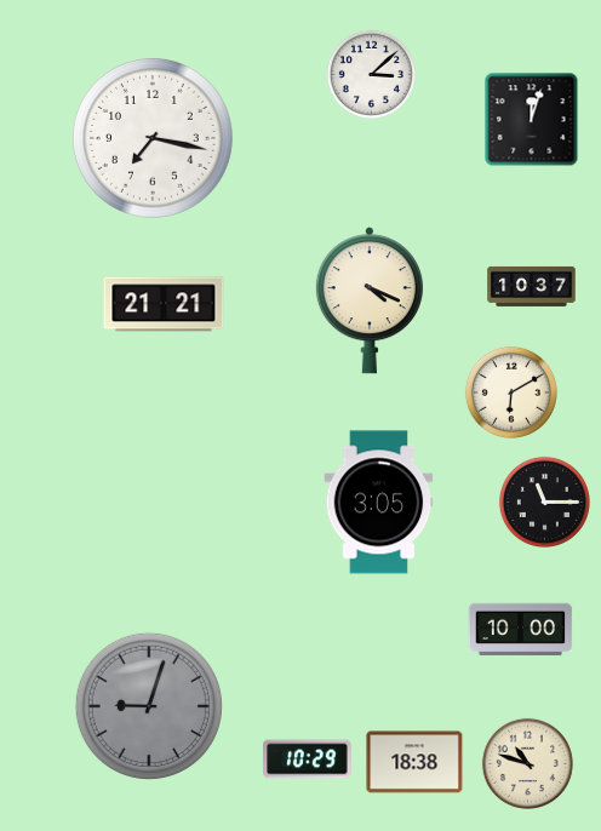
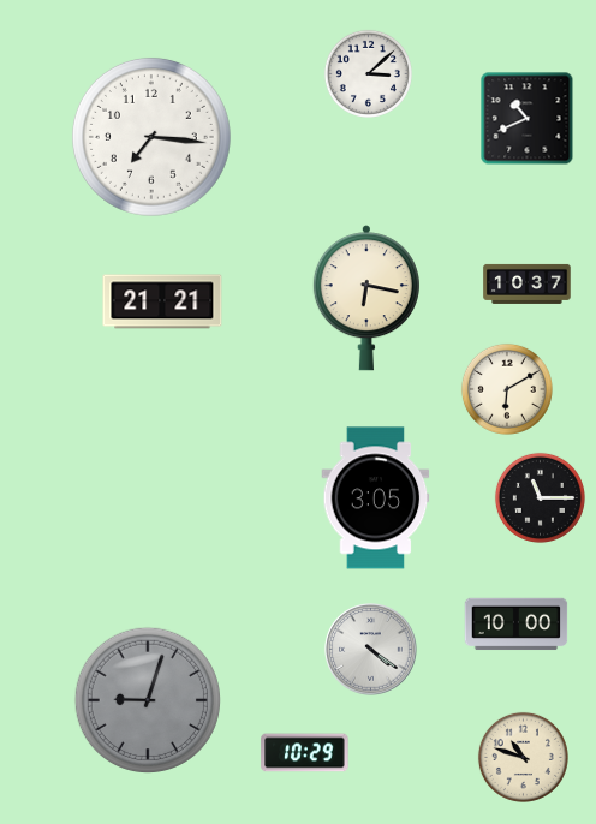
clock at (532, 120): 12:03 -> 10:41
clock at (153, 138): 7:17 -> 7:16
clock at (370, 300): 4:19 -> 6:17
clock at (371, 650): none -> 4:21
clock at (414, 762): 18:38 -> none
